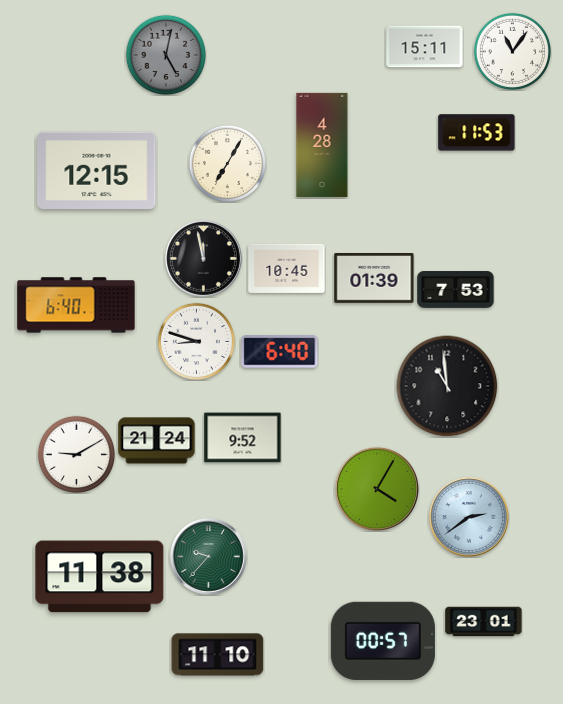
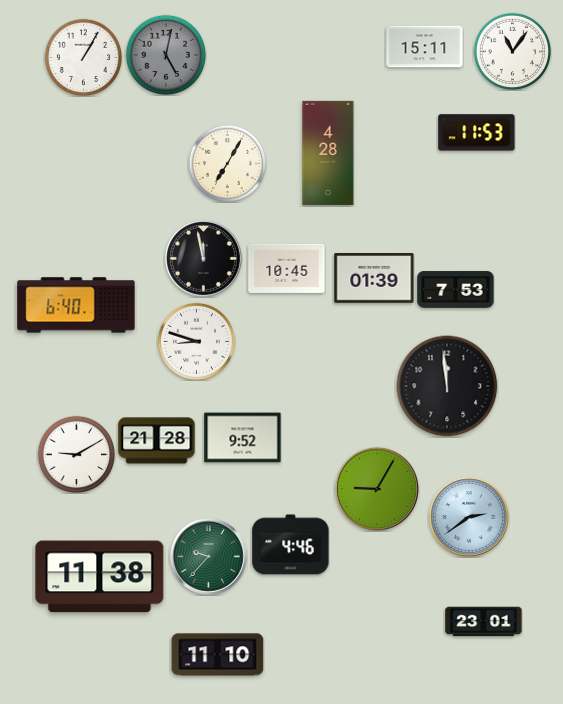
clock at (83, 57): none -> 1:05
clock at (322, 145) position: (322, 145) -> (328, 153)
clock at (97, 170): 12:15 -> none
clock at (280, 352): 6:40 -> none
clock at (447, 386): 10:59 -> 11:59
clock at (157, 441): 21:24 -> 21:28
clock at (377, 489): 4:05 -> 9:05
clock at (291, 545): none -> 4:46
clock at (383, 641): 00:57 -> none
